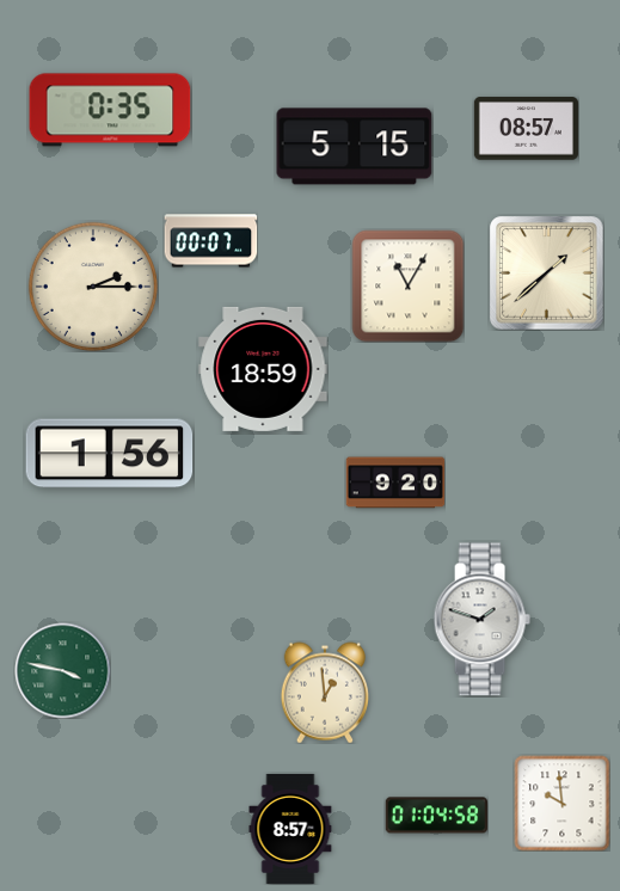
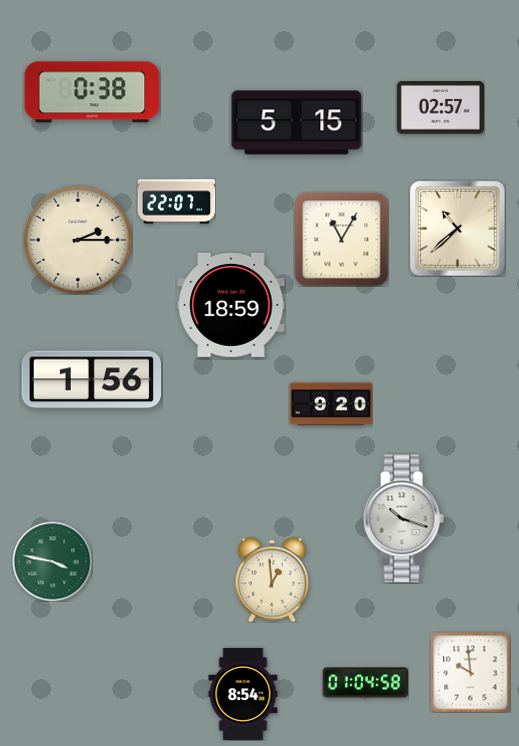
clock at (110, 110): 0:35 -> 0:38
clock at (526, 129): 08:57 -> 02:57
clock at (210, 241): 00:07 -> 22:07
clock at (546, 272): 1:38 -> 10:38
clock at (263, 369) position: (263, 369) -> (231, 305)
clock at (481, 620): 1:48 -> 10:18
clock at (290, 829): 8:57 -> 8:54
